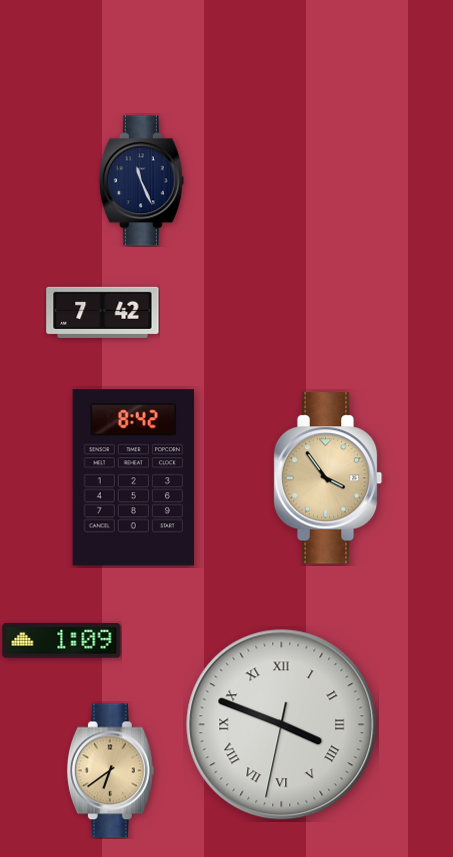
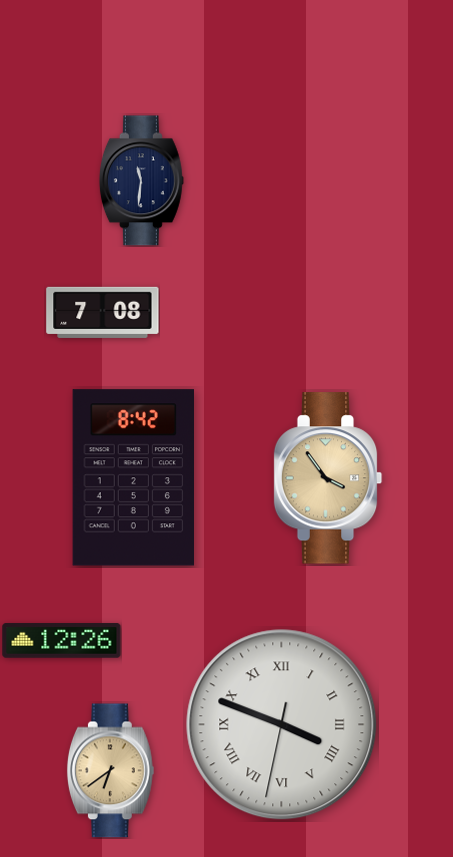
clock at (141, 181): 11:26 -> 11:31
clock at (103, 312): 7:42 -> 7:08
clock at (62, 641): 1:09 -> 12:26
